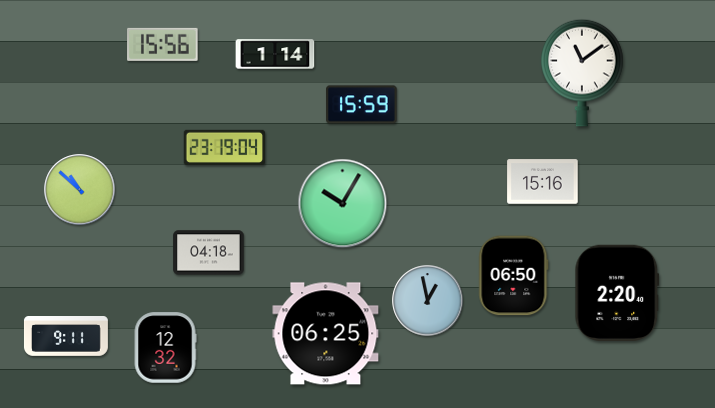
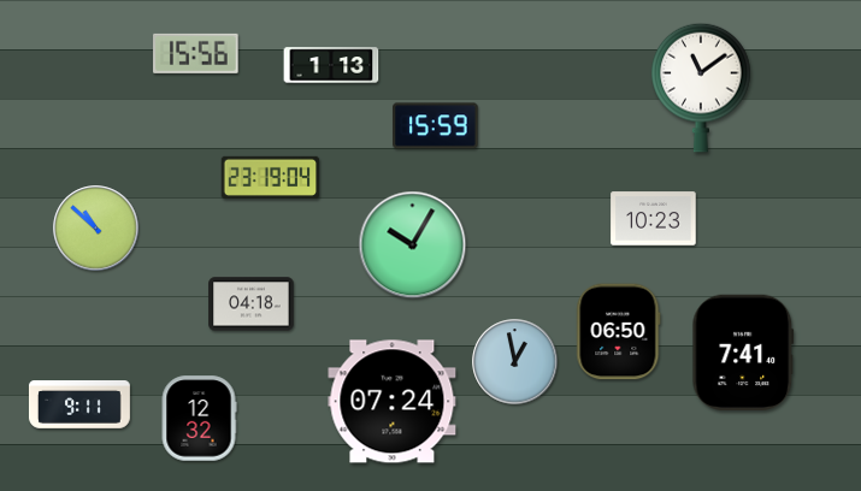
clock at (275, 54): 1:14 -> 1:13
clock at (543, 182): 15:16 -> 10:23
clock at (617, 292): 2:20 -> 7:41
clock at (326, 334): 06:25 -> 07:24
